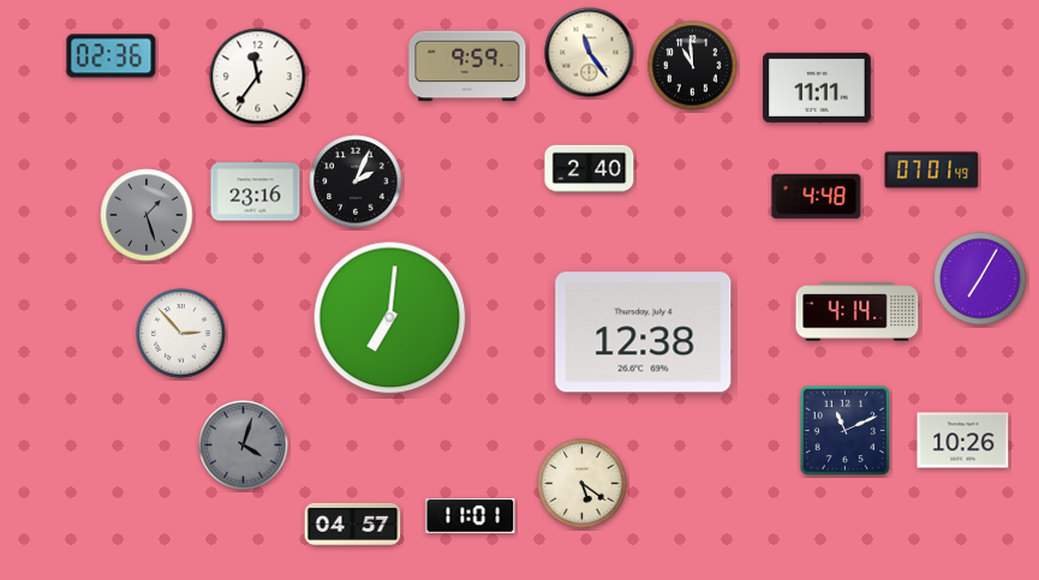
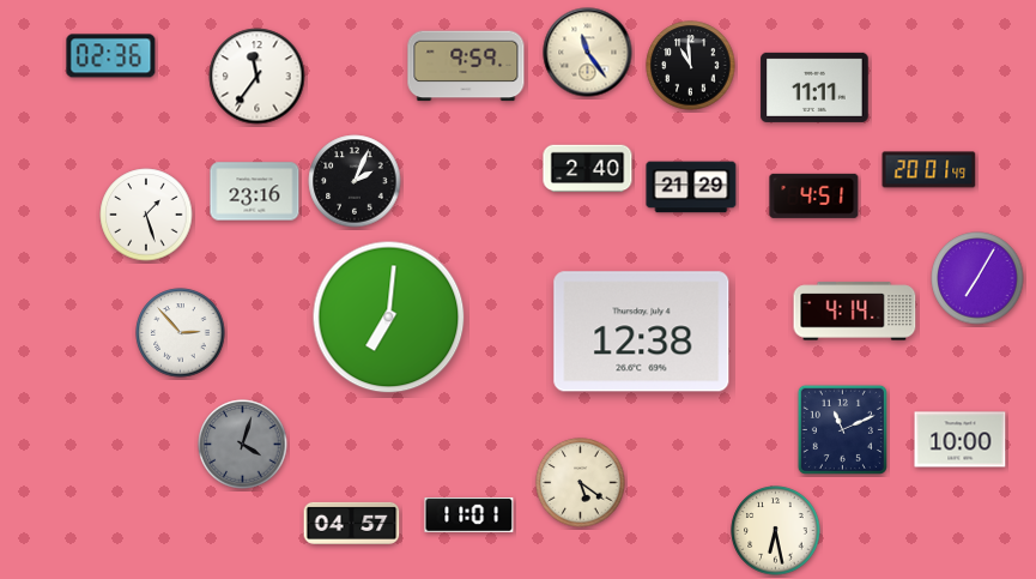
clock at (932, 171): 07:01 -> 20:01
clock at (691, 187): none -> 21:29
clock at (817, 196): 4:48 -> 4:51
clock at (147, 215) dial: grey -> white
clock at (963, 441): 10:26 -> 10:00
clock at (776, 531): none -> 6:28
